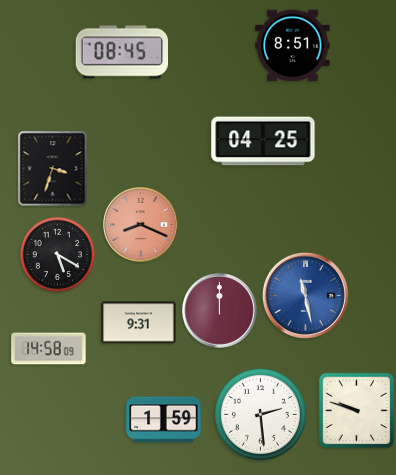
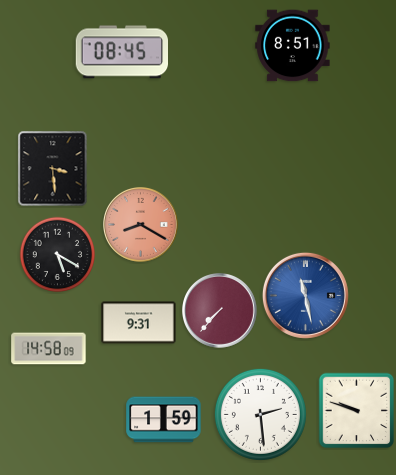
clock at (263, 141): 04:25 -> none
clock at (53, 169): 3:33 -> 3:29
clock at (141, 225): 8:19 -> 8:20
clock at (220, 311): 12:00 -> 7:37
